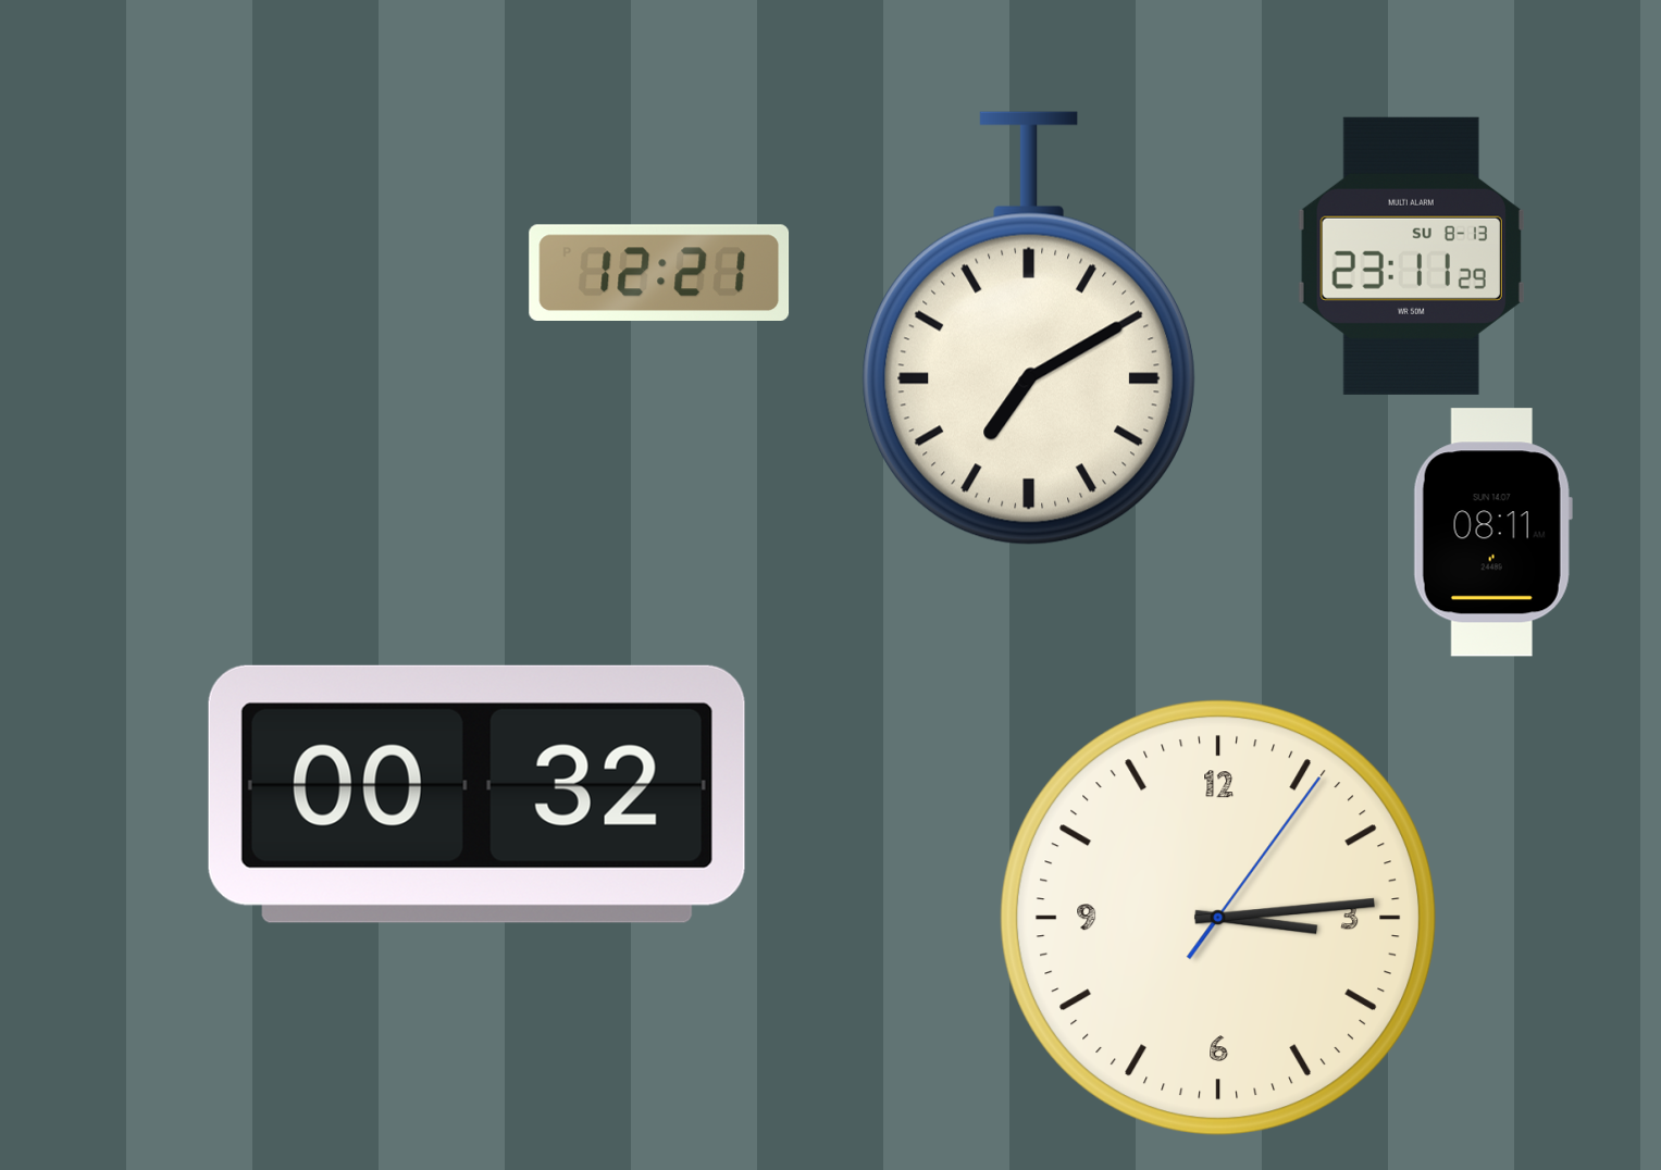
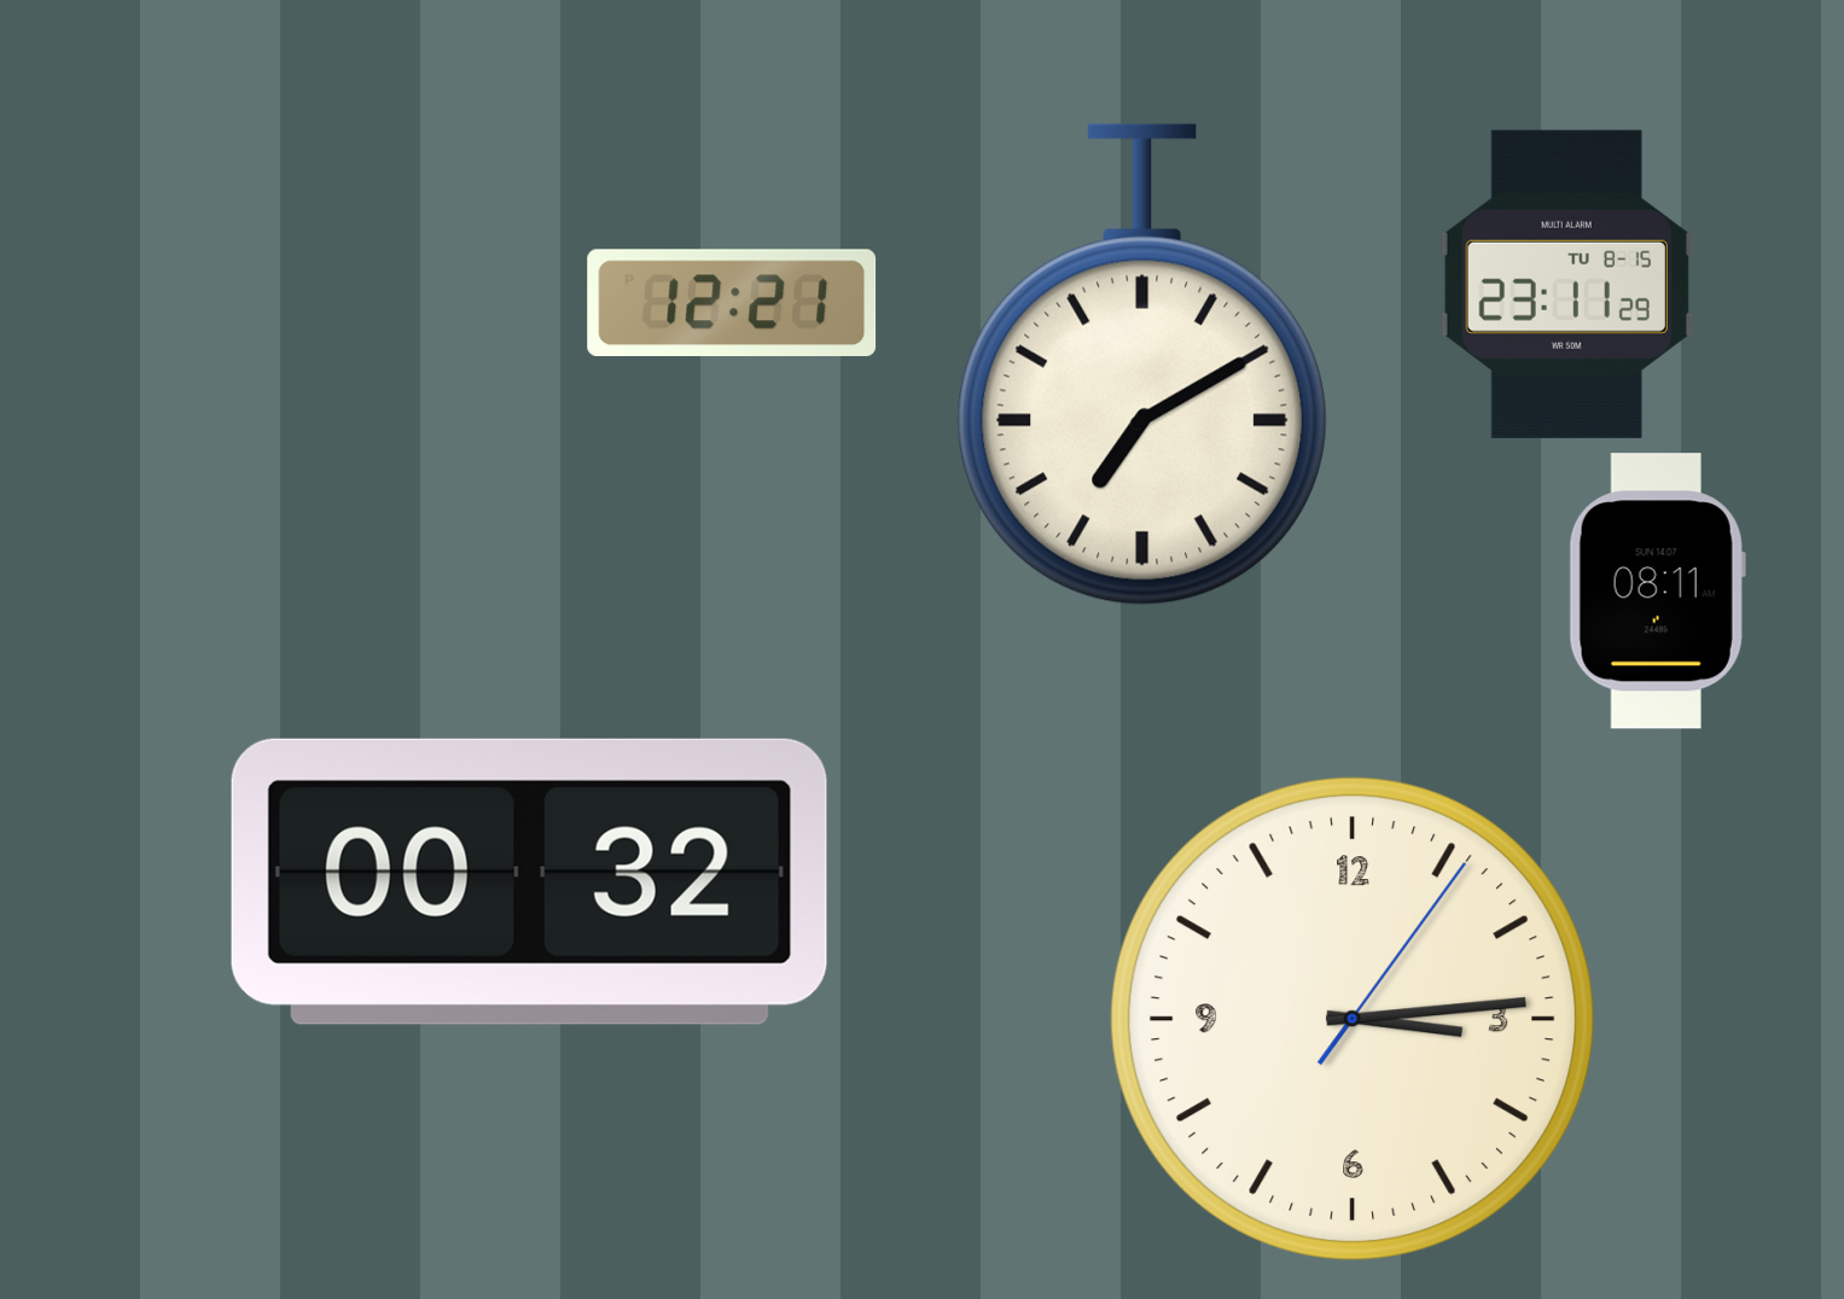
clock at (1411, 256) date: SU 8-13 -> TU 8-15
